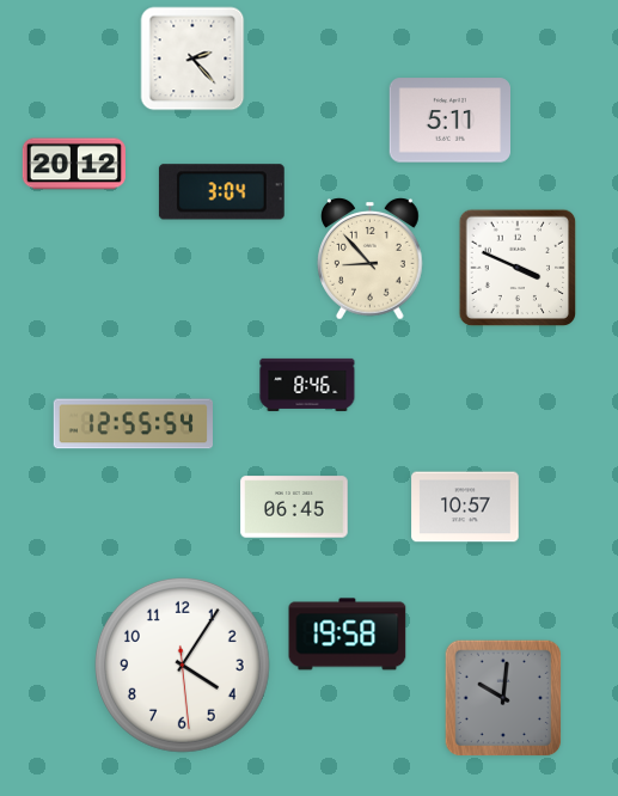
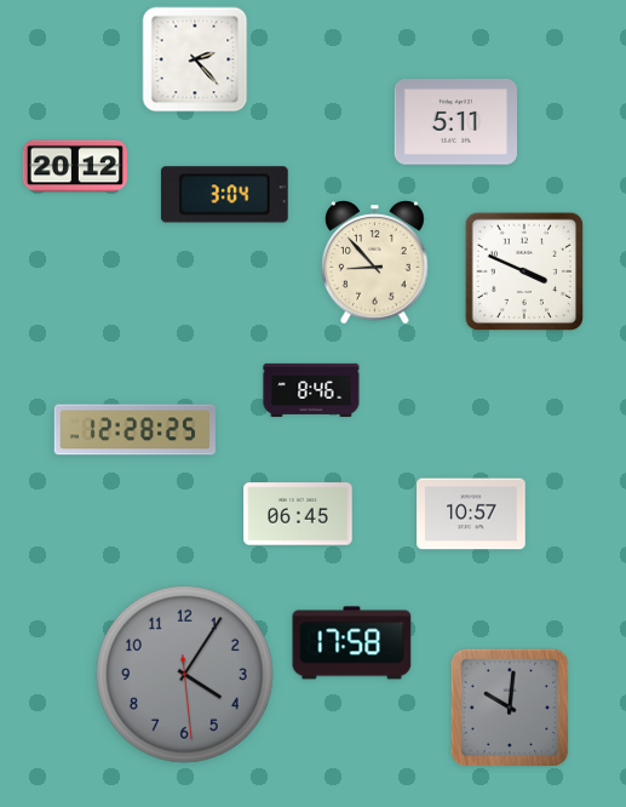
clock at (133, 424): 12:55 -> 12:28
clock at (348, 635): 19:58 -> 17:58
clock at (183, 666) dial: white -> grey
